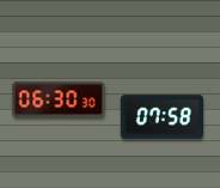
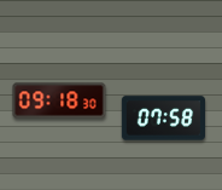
clock at (59, 99): 06:30 -> 09:18
